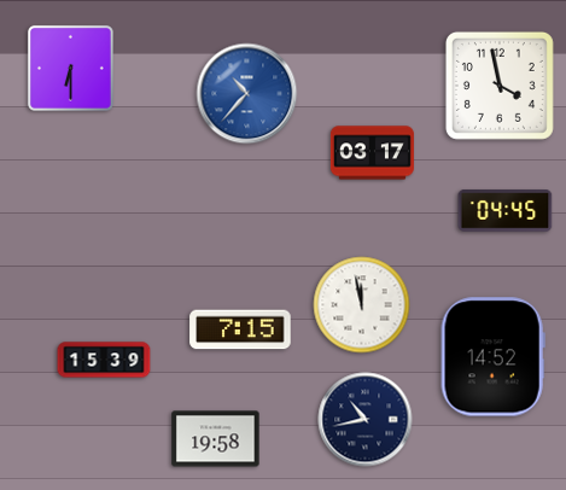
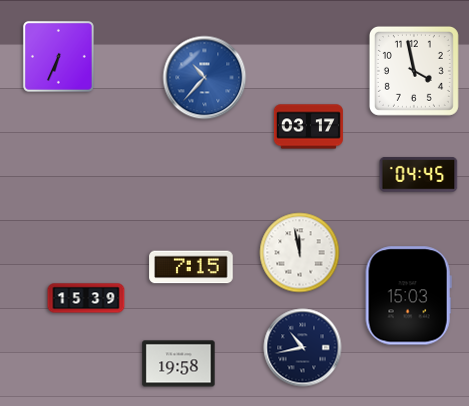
clock at (70, 68): 6:30 -> 6:34
clock at (240, 329) position: (240, 329) -> (191, 267)
clock at (492, 357): 14:52 -> 15:03
